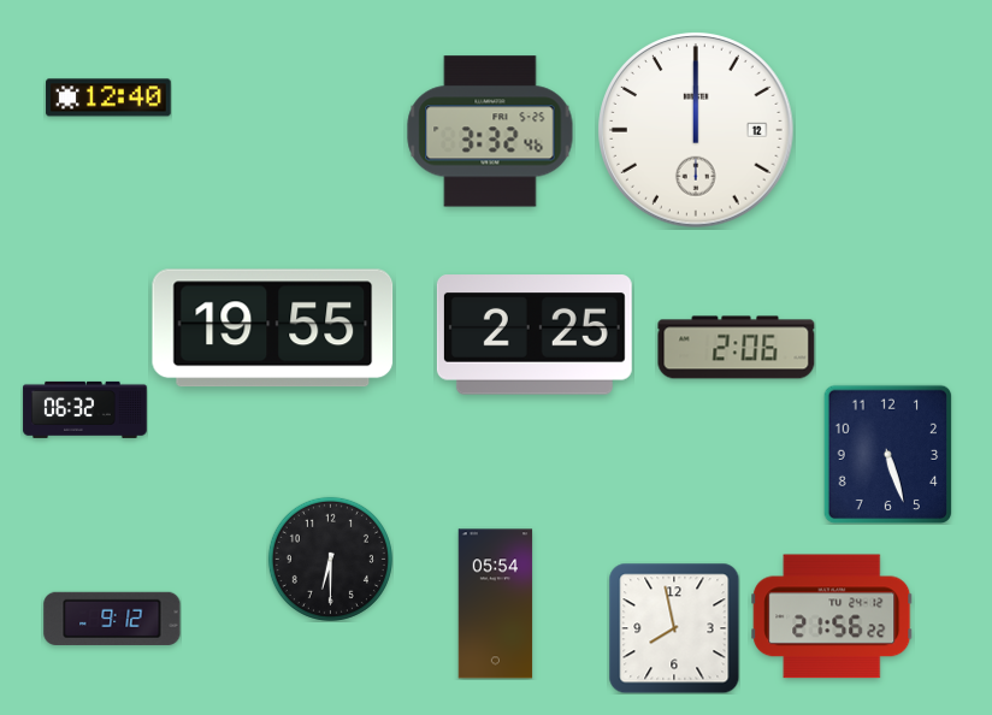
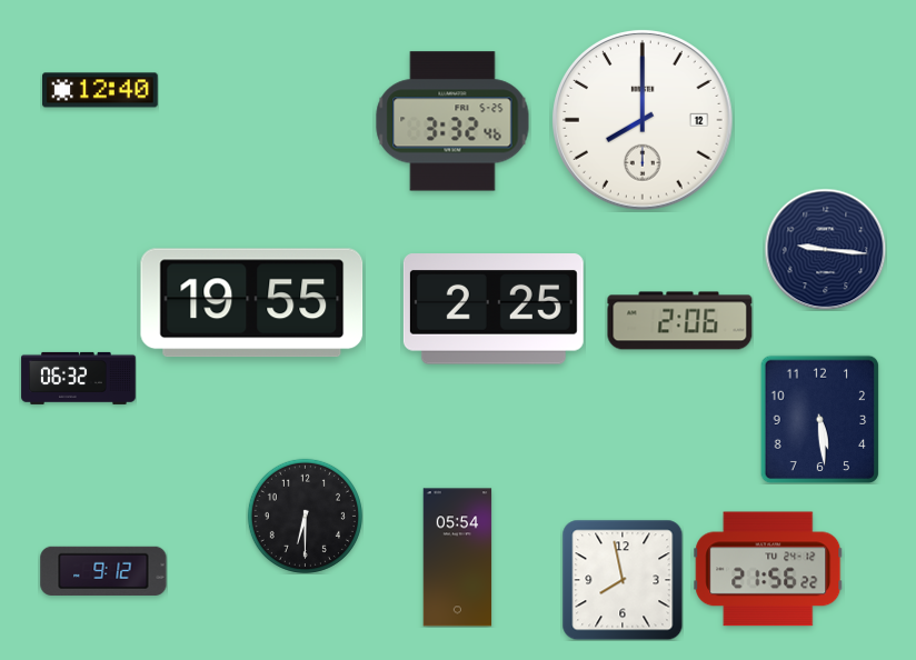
clock at (696, 130): 12:00 -> 8:00
clock at (825, 249): none -> 9:16
clock at (888, 454): 5:27 -> 5:29
